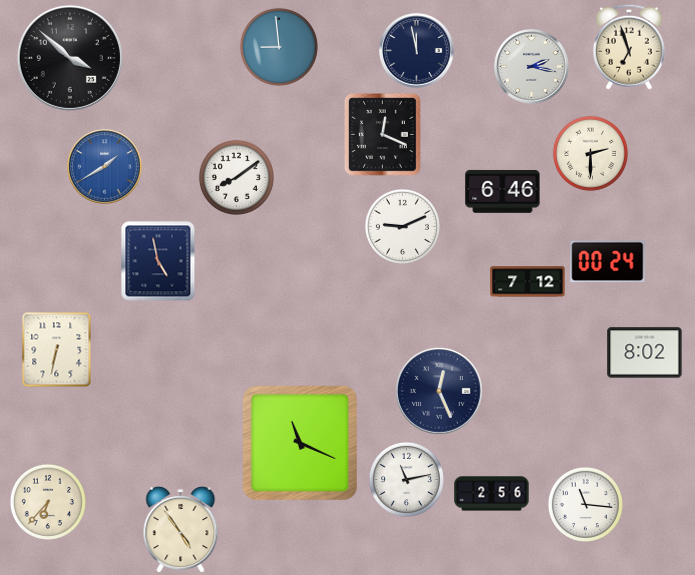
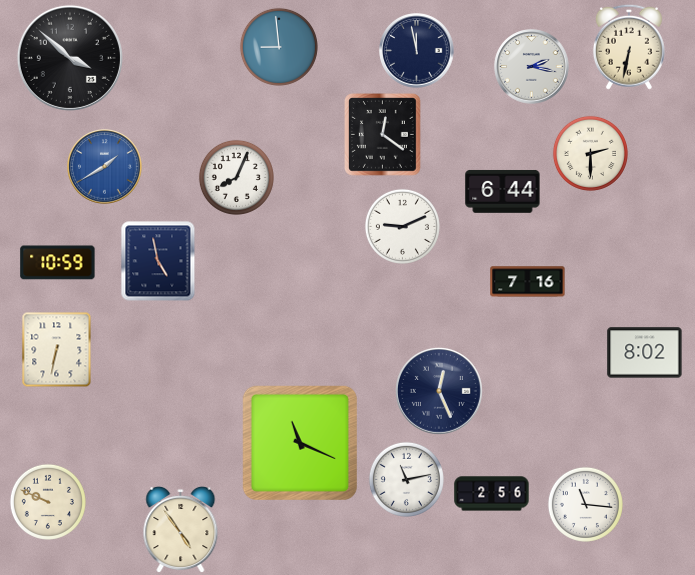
clock at (629, 47): 6:57 -> 6:32
clock at (383, 135): 12:19 -> 12:21
clock at (236, 177): 8:09 -> 8:04
clock at (503, 191): 6:46 -> 6:44
clock at (608, 262): 00:24 -> none
clock at (58, 263): none -> 10:59
clock at (528, 282): 7:12 -> 7:16
clock at (48, 502): 6:37 -> 9:49
